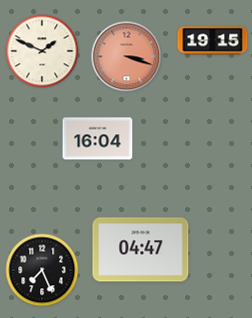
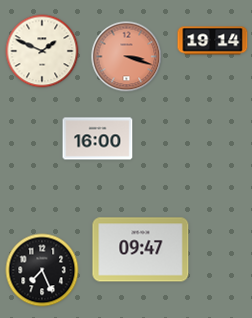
clock at (213, 41): 19:15 -> 19:14
clock at (98, 139): 16:04 -> 16:00
clock at (141, 250): 04:47 -> 09:47
